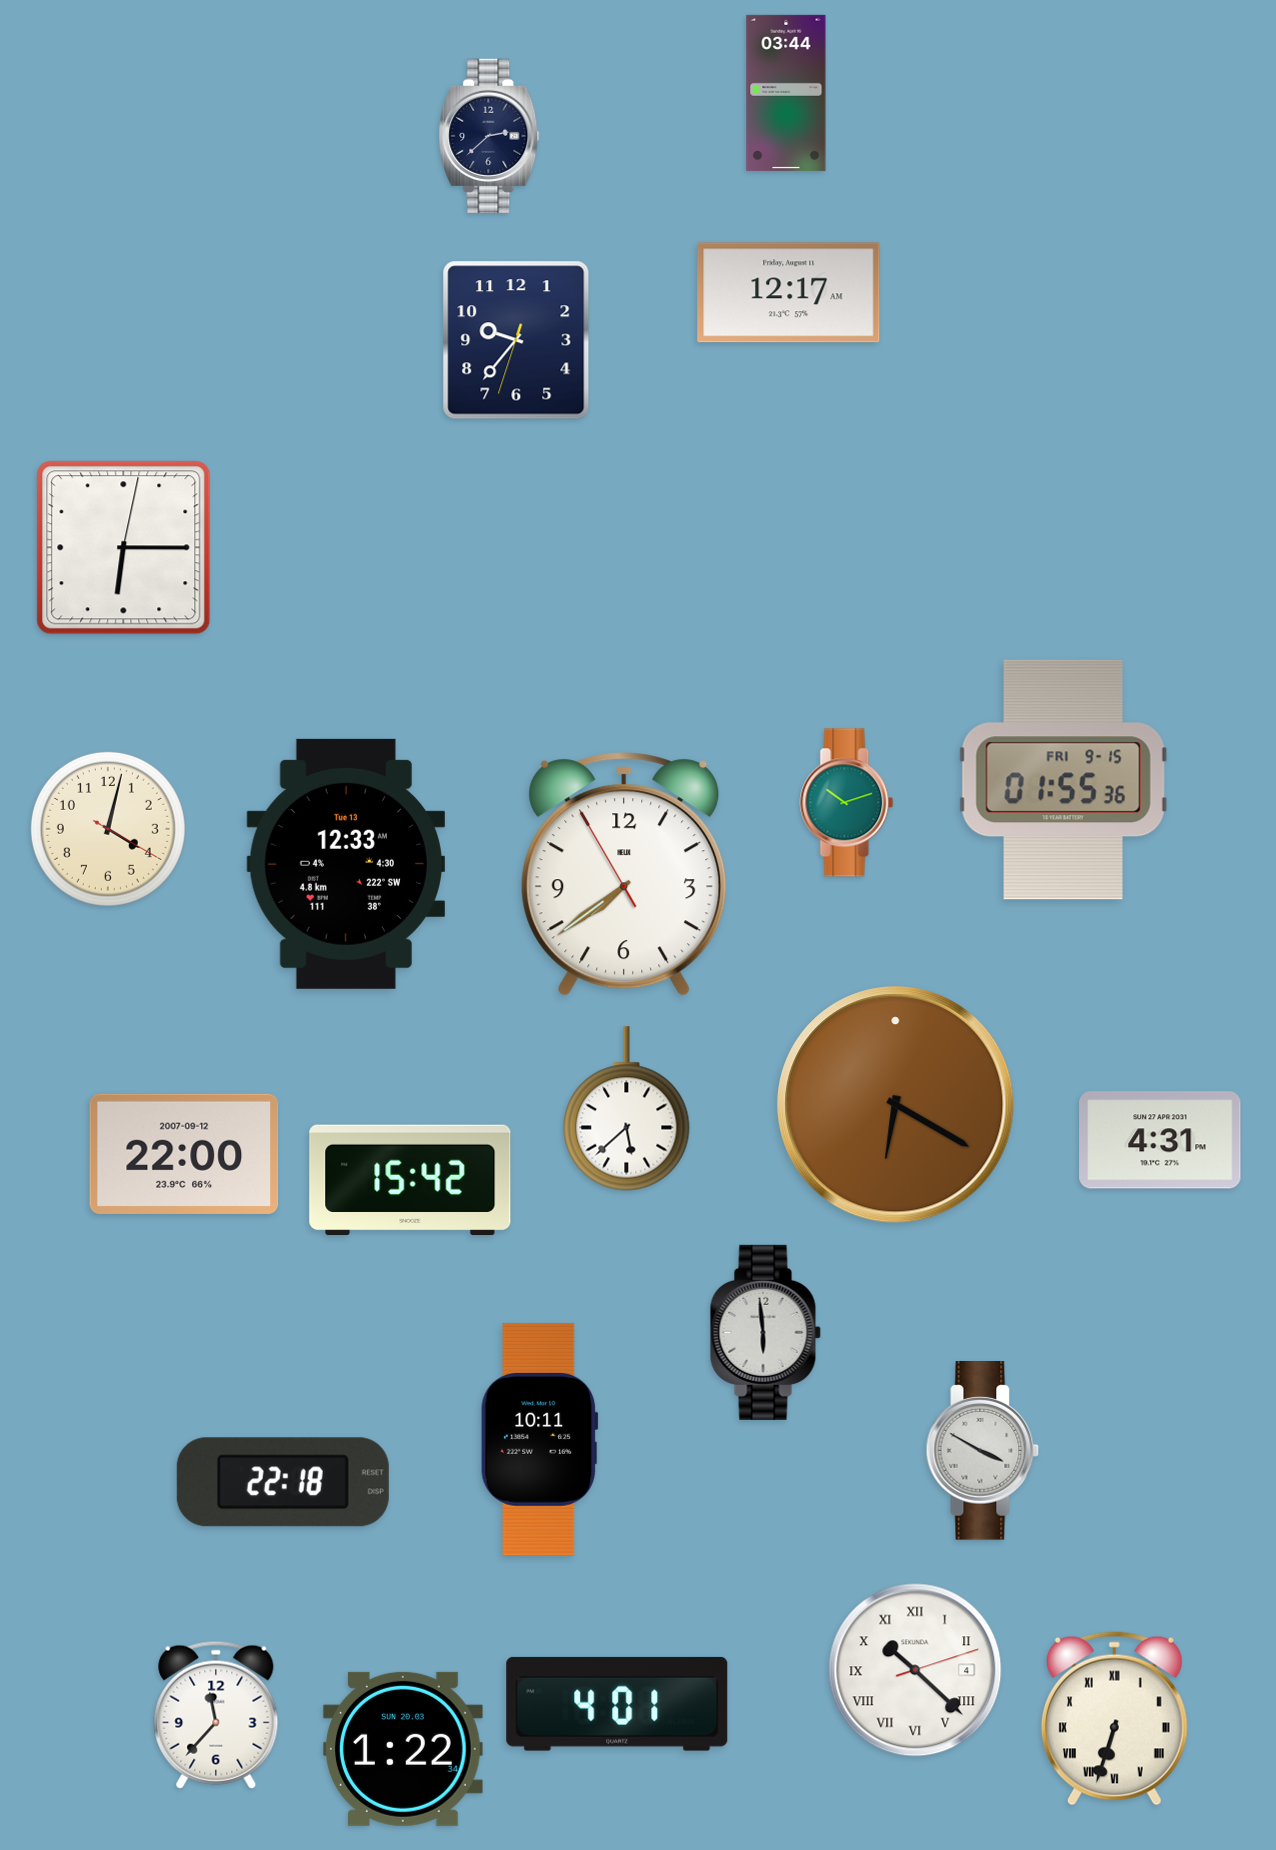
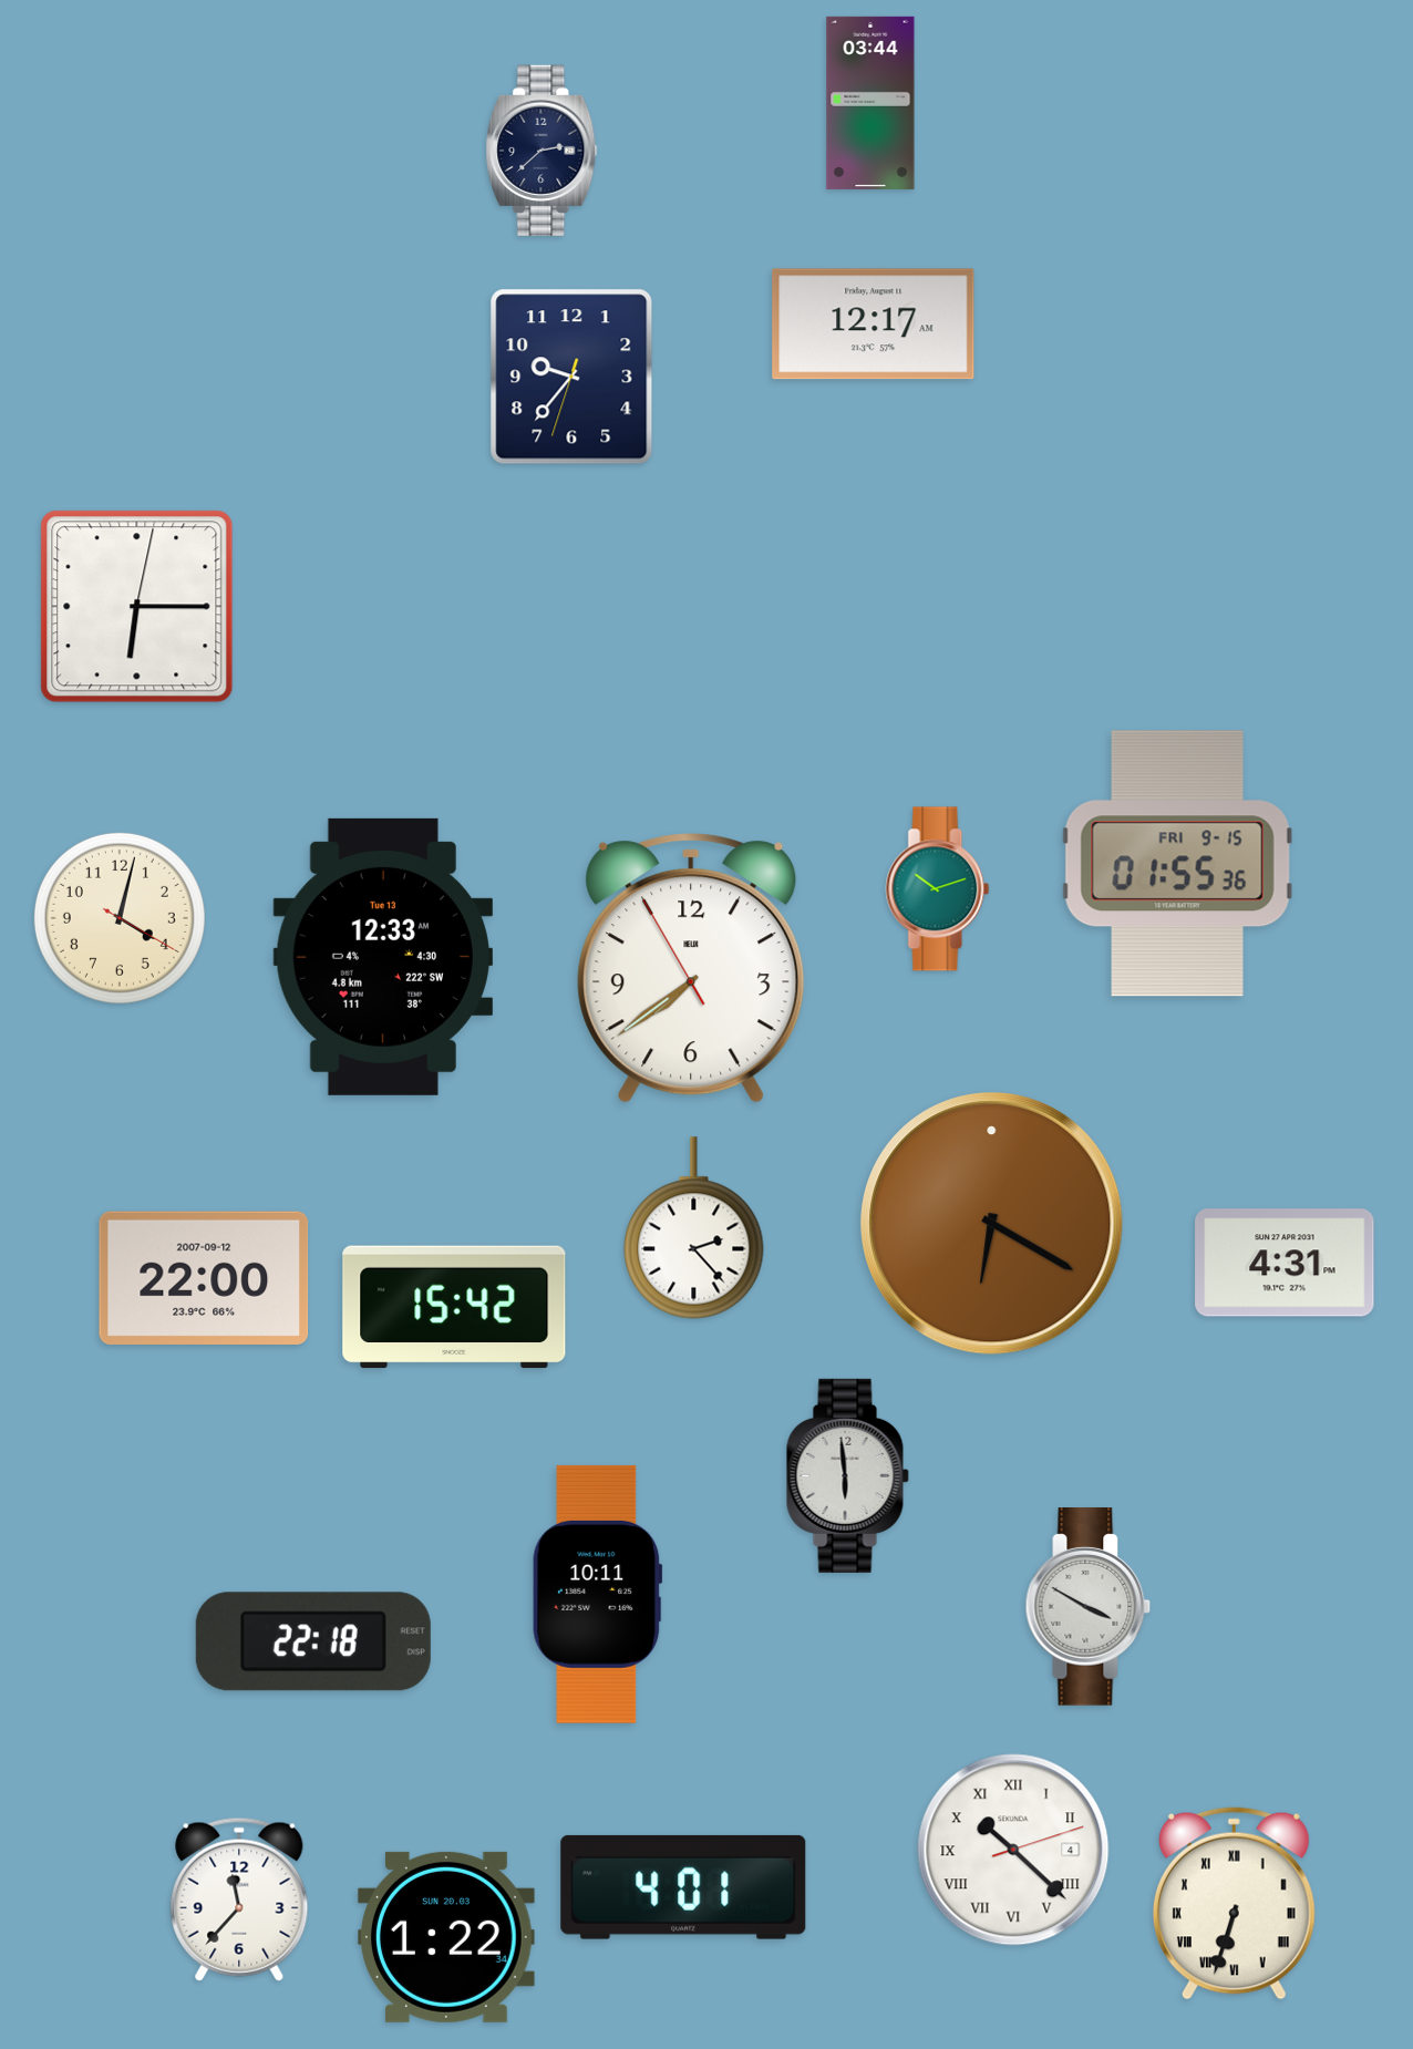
clock at (627, 1109): 5:38 -> 2:23
